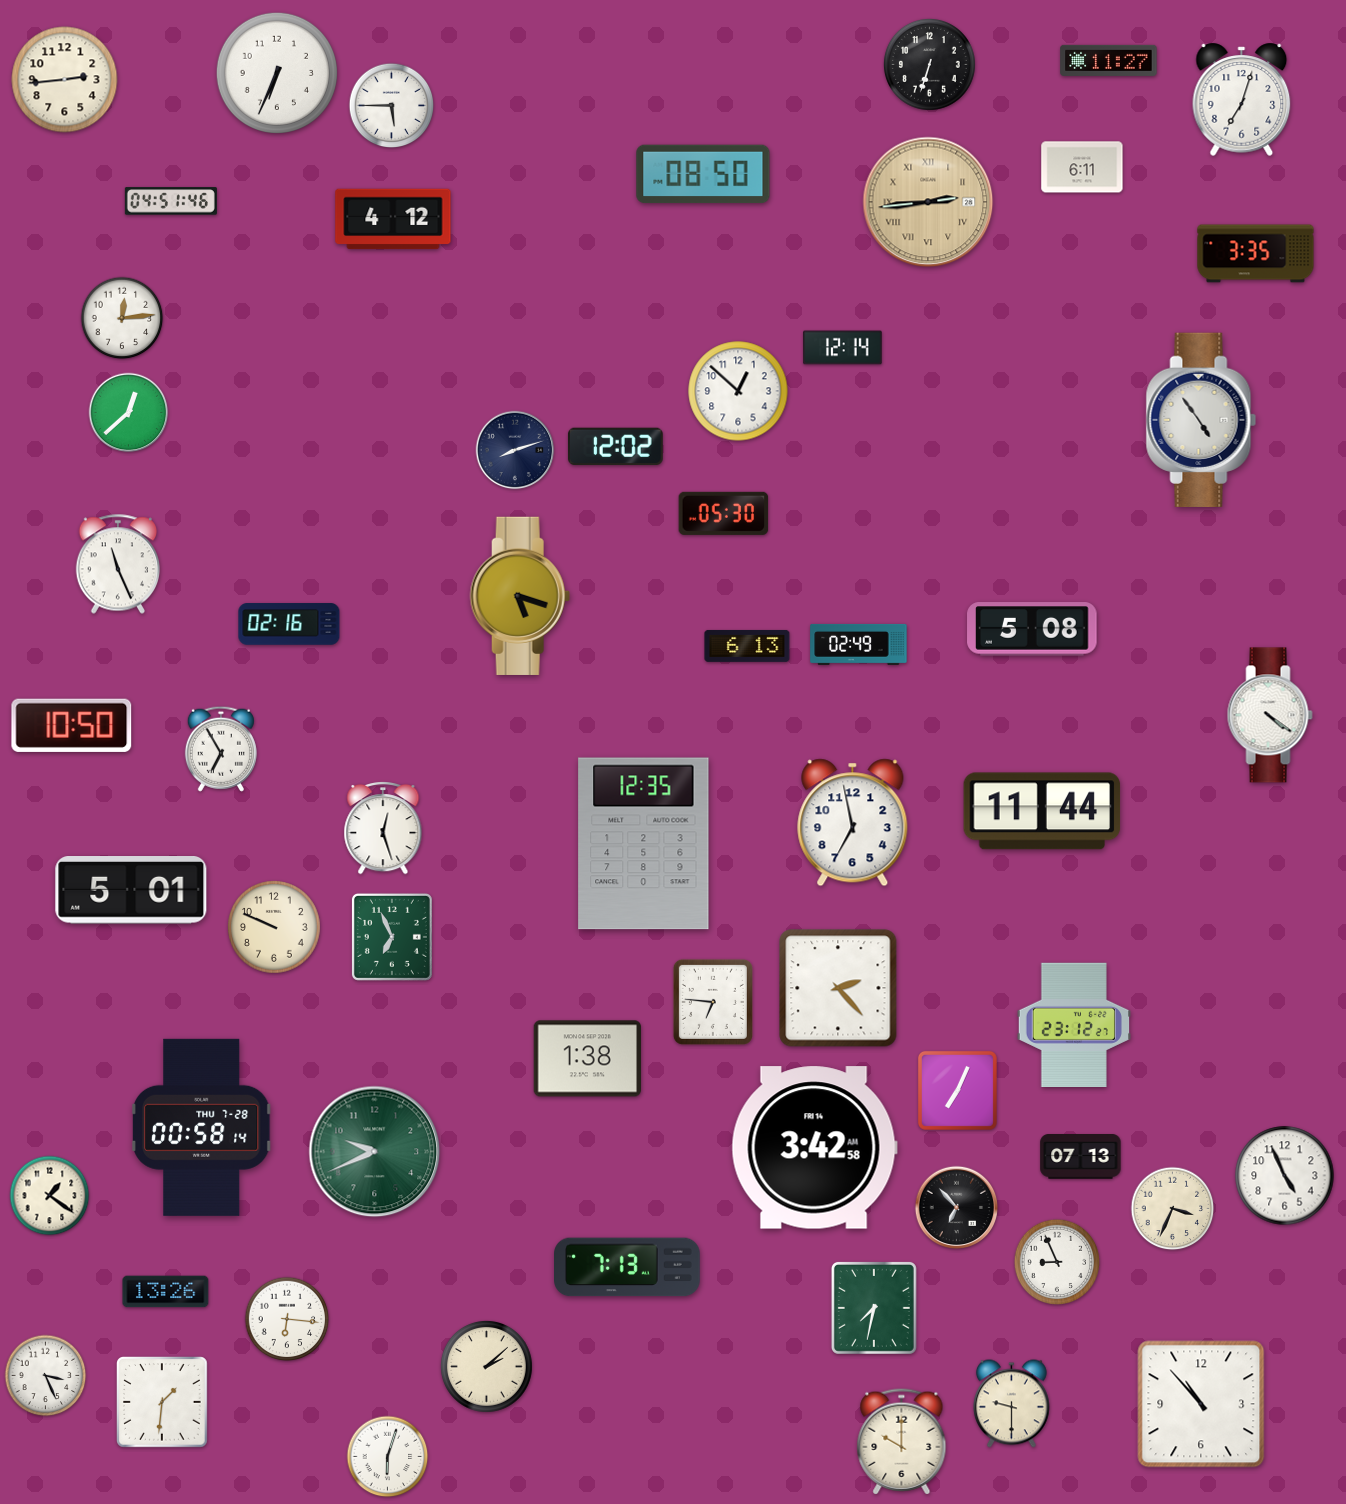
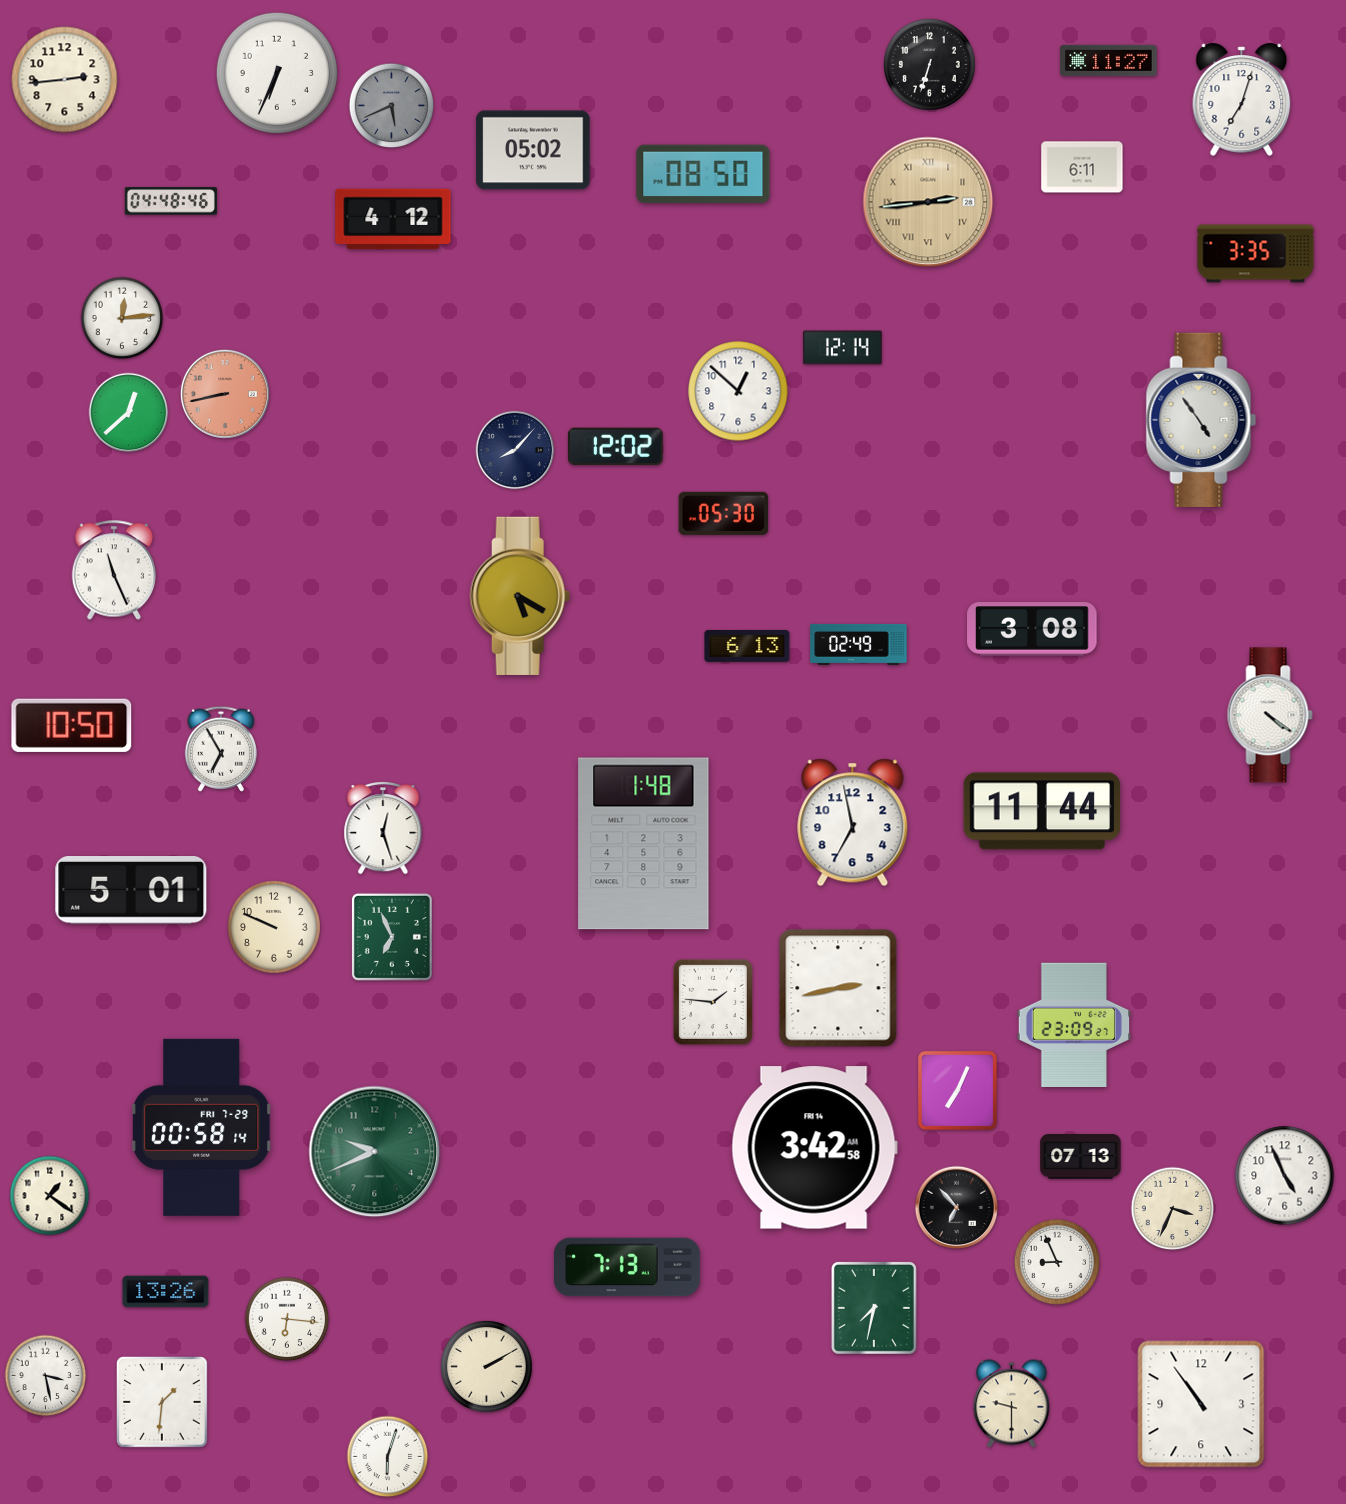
clock at (392, 106): 5:45 -> 5:41
clock at (392, 106) dial: white -> grey
clock at (533, 150): none -> 05:02
clock at (171, 201): 04:51 -> 04:48
clock at (225, 394): none -> 8:43
clock at (515, 450): 8:12 -> 8:07
clock at (117, 564) position: (117, 564) -> (113, 570)
clock at (520, 596): 5:18 -> 5:20
clock at (289, 624): 02:16 -> none
clock at (1032, 629): 5:08 -> 3:08
clock at (644, 844): 12:35 -> 1:48
clock at (838, 988): 2:23 -> 2:43
clock at (713, 1002): 6:46 -> 1:46
clock at (1073, 1024): 23:12 -> 23:09
clock at (587, 1059): 1:38 -> none
clock at (201, 1127) date: THU 7-28 -> FRI 7-29
clock at (486, 1366): 2:08 -> 2:10
clock at (46, 1376): 3:26 -> 3:28
clock at (1201, 1404): 10:53 -> 10:54
clock at (902, 1442): 10:00 -> none
